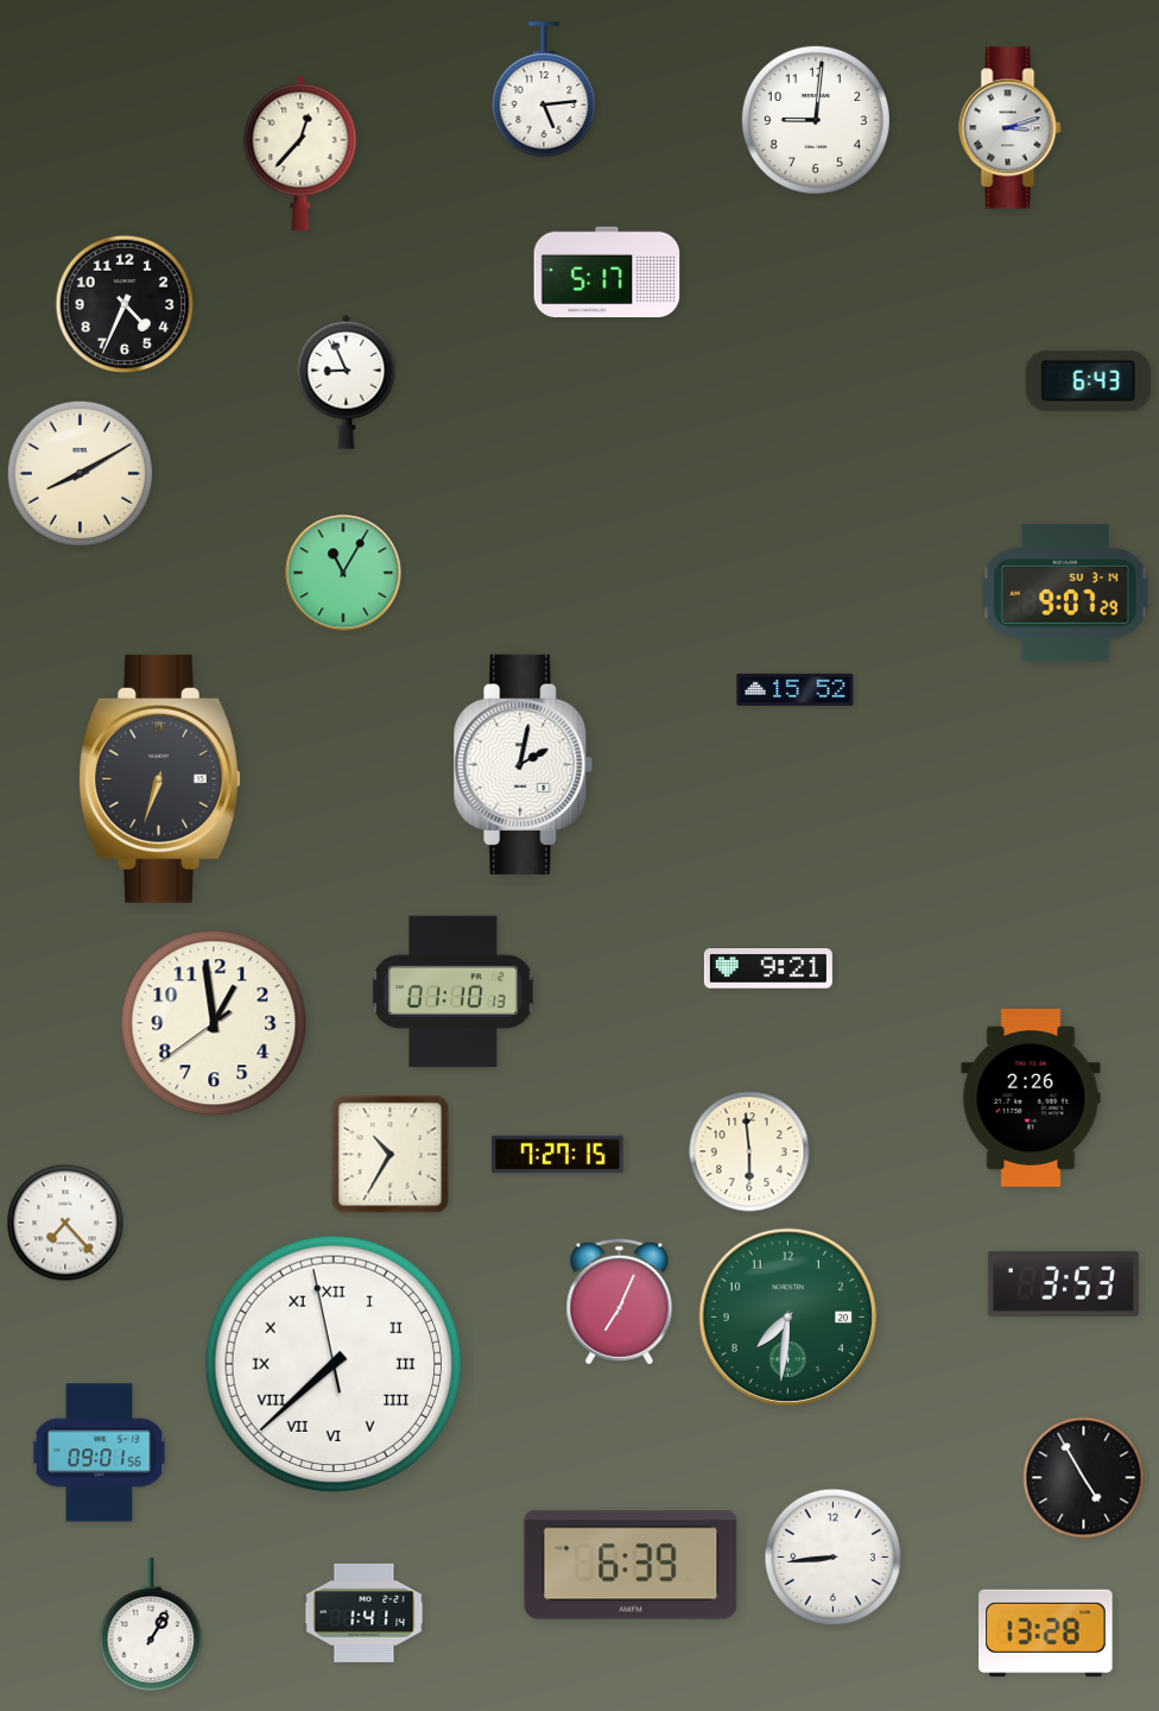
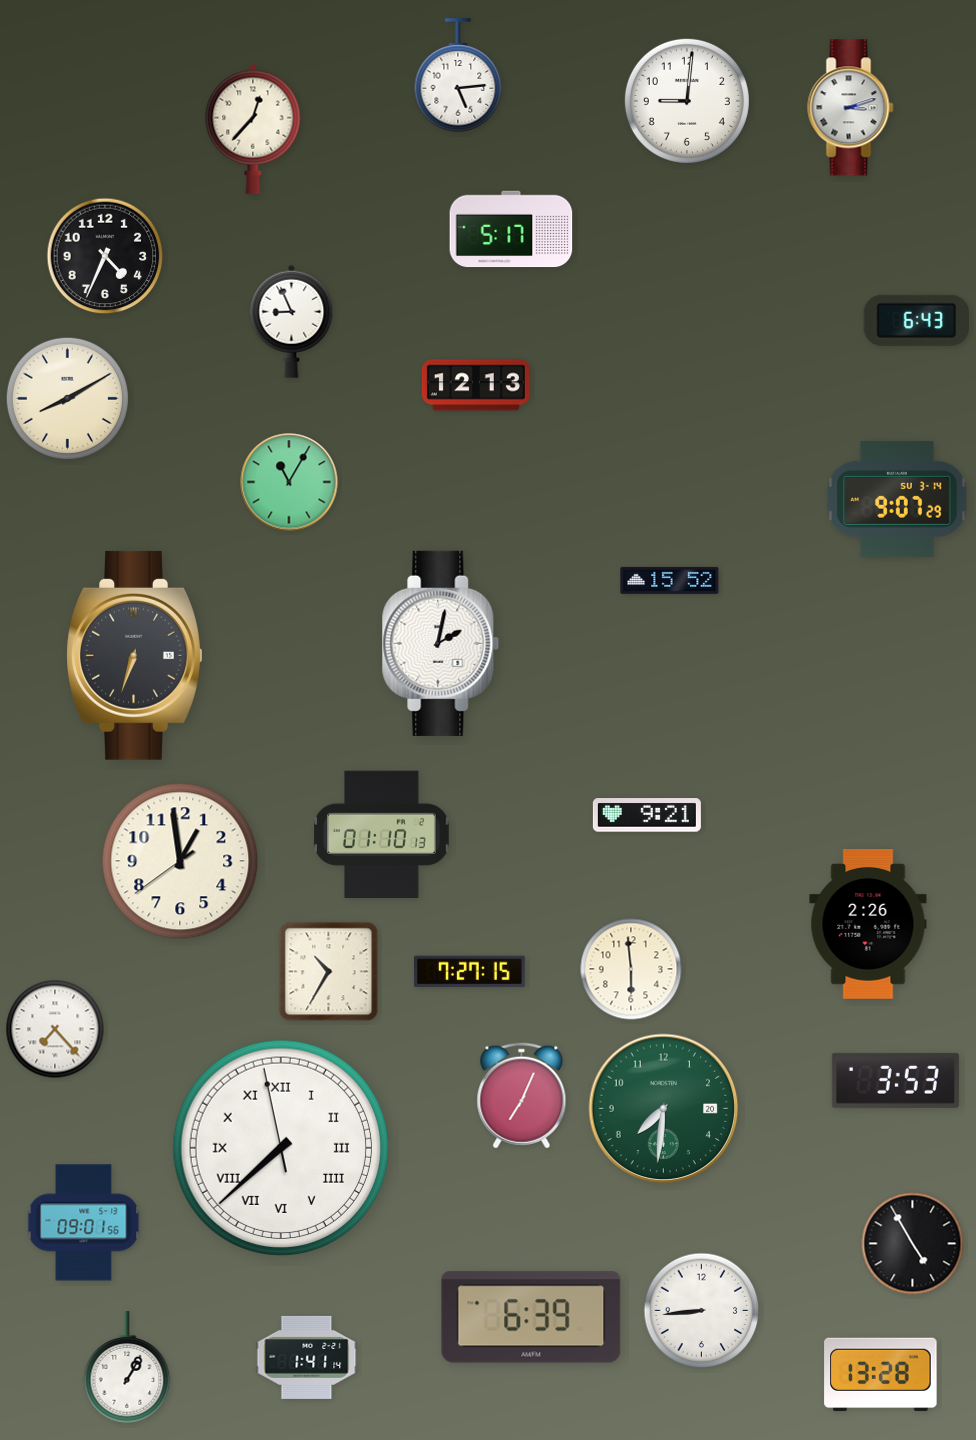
clock at (476, 385): none -> 12:13
